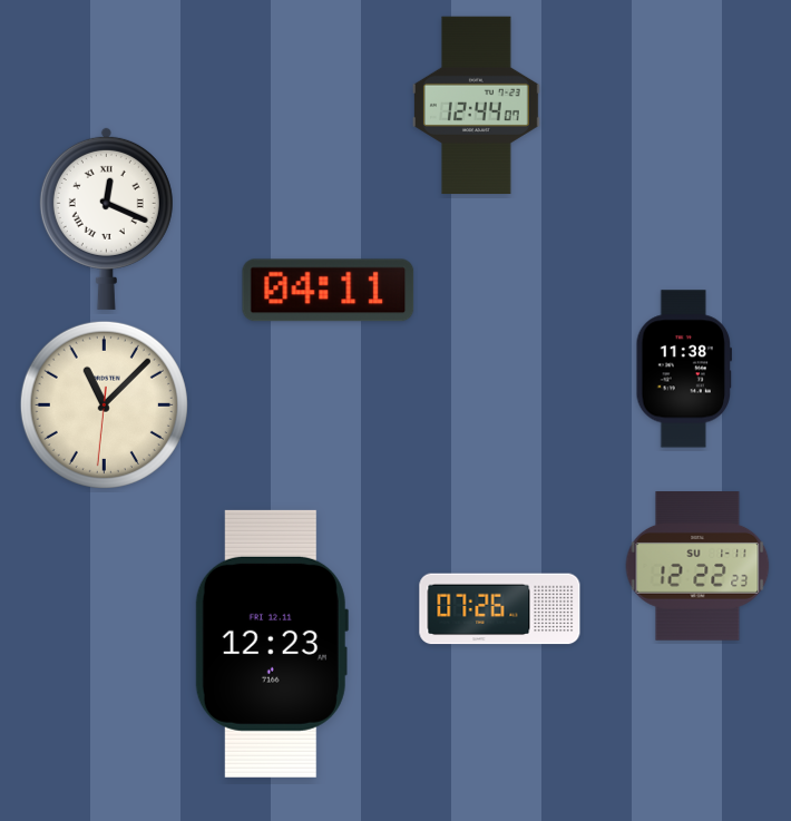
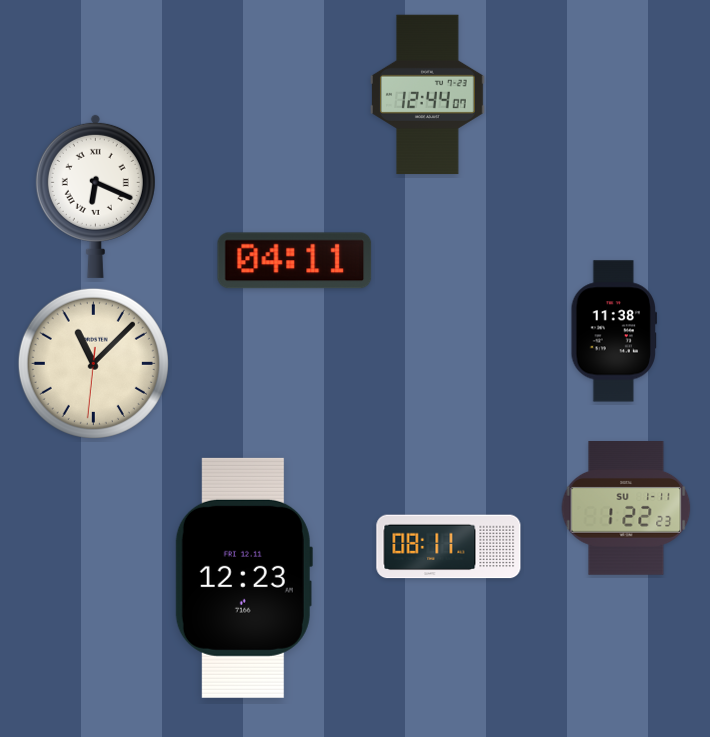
clock at (106, 218): 12:19 -> 6:19
clock at (697, 567): 12:22 -> 1:22
clock at (500, 609): 07:26 -> 08:11
